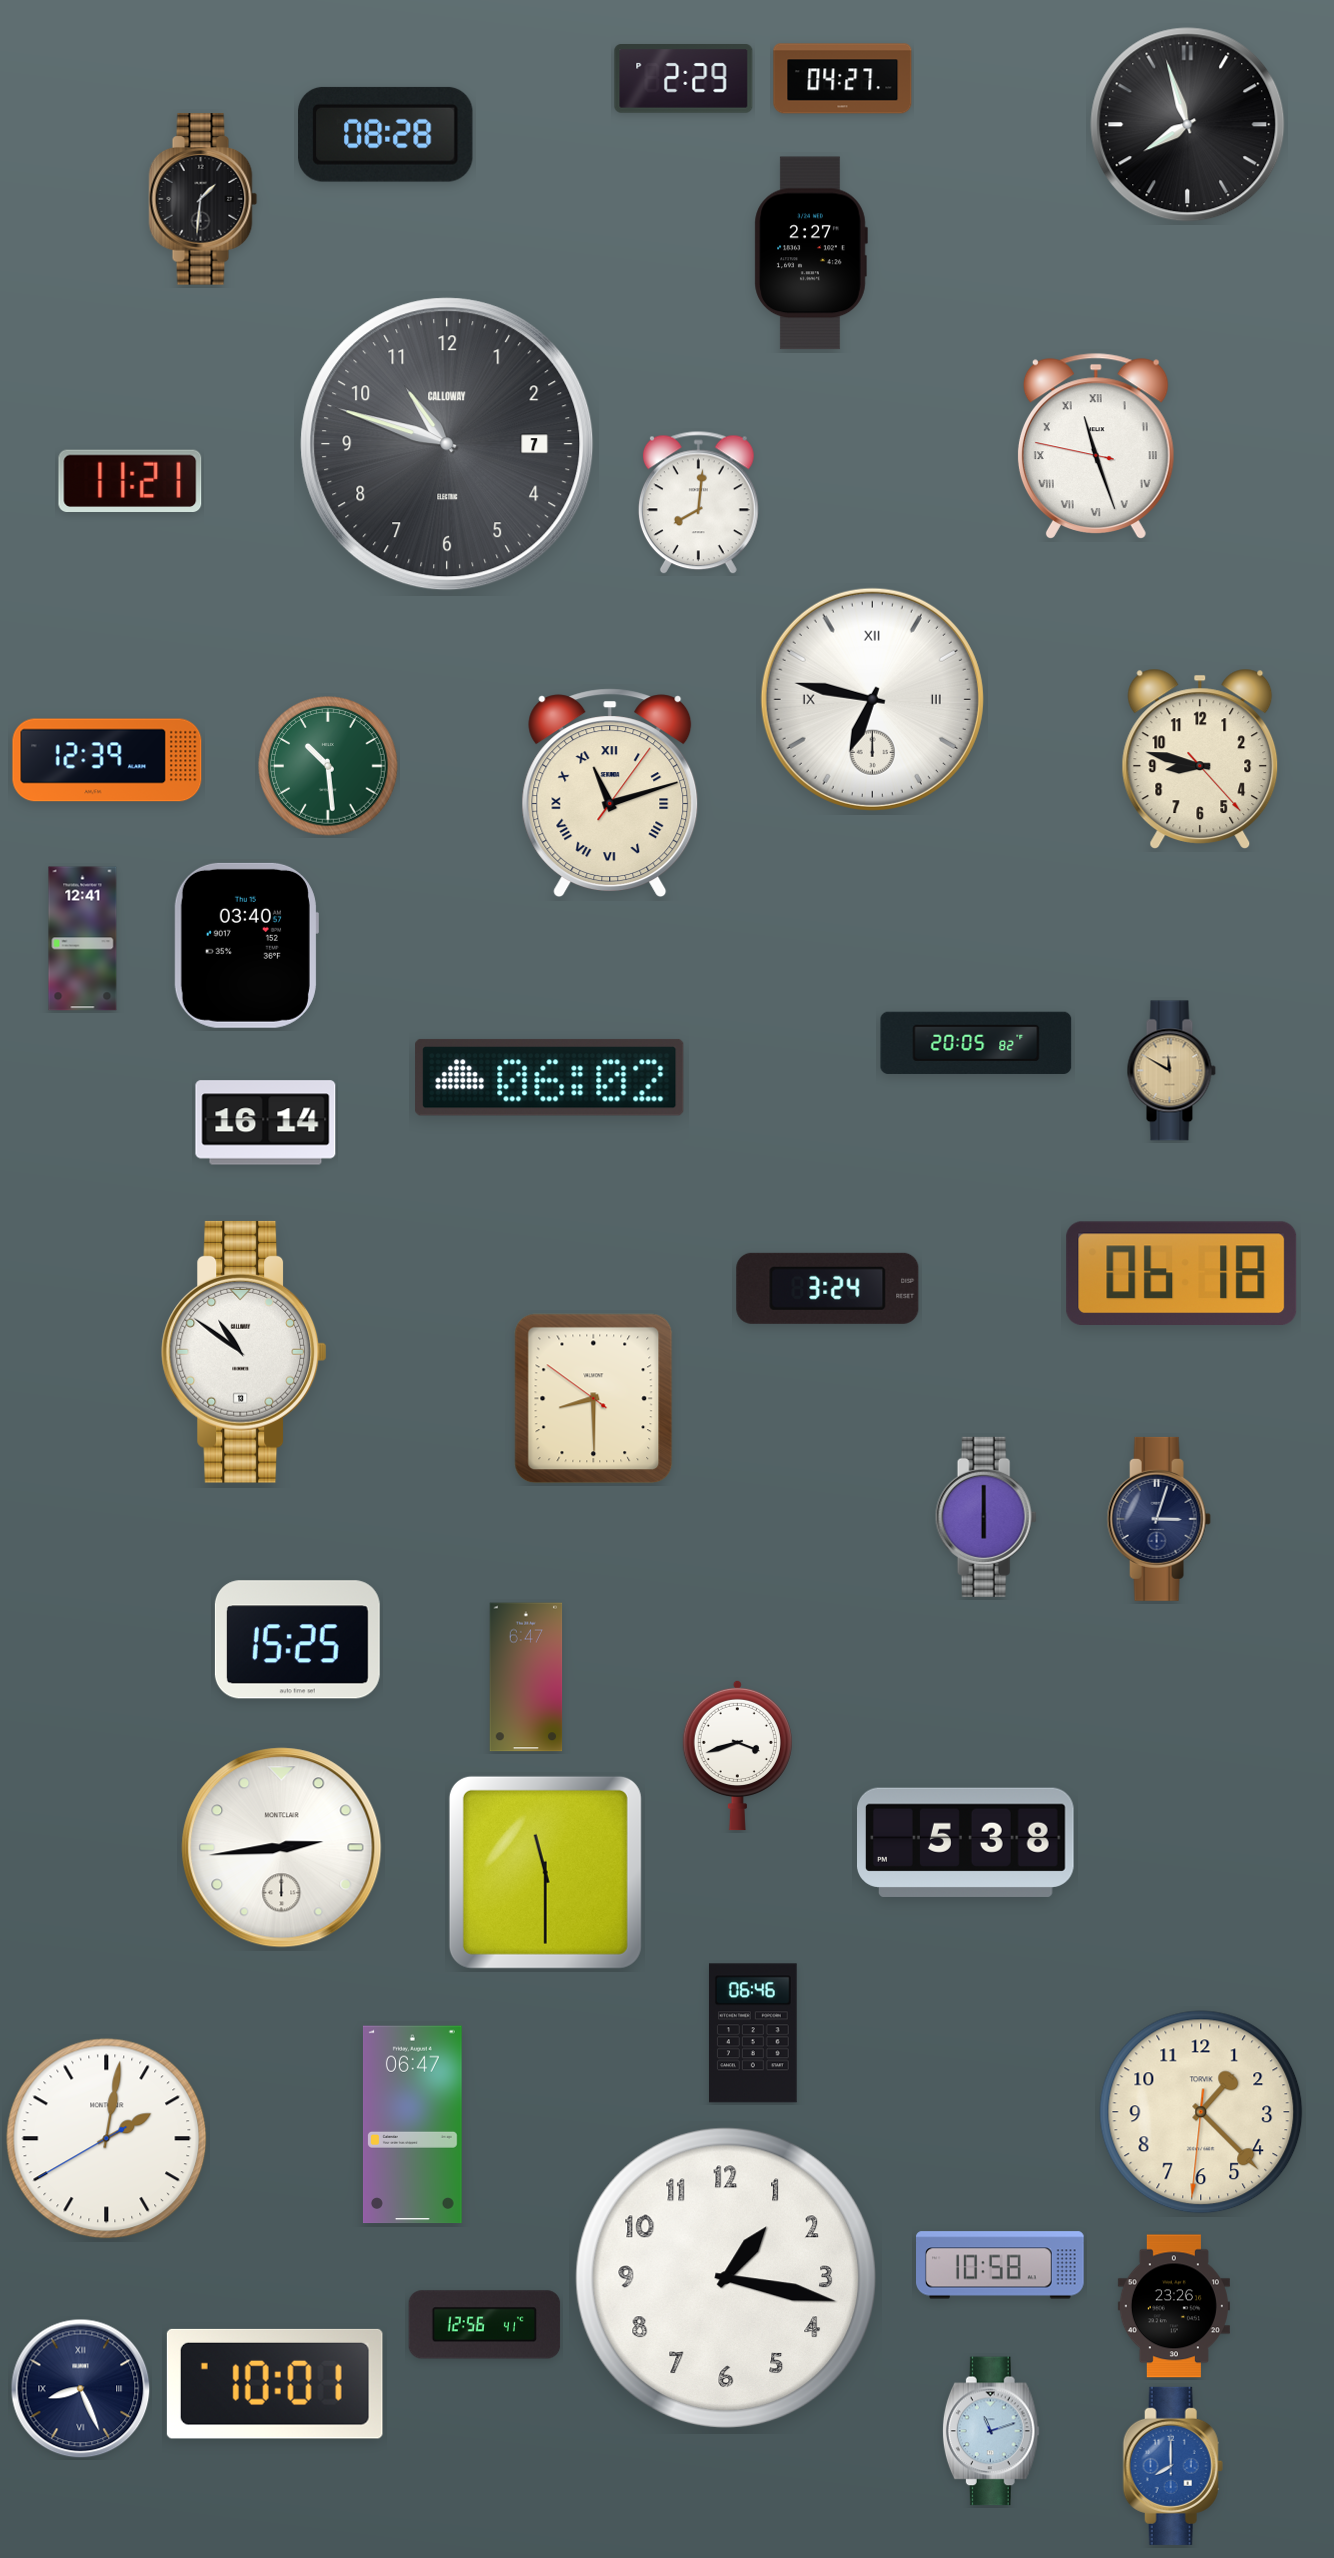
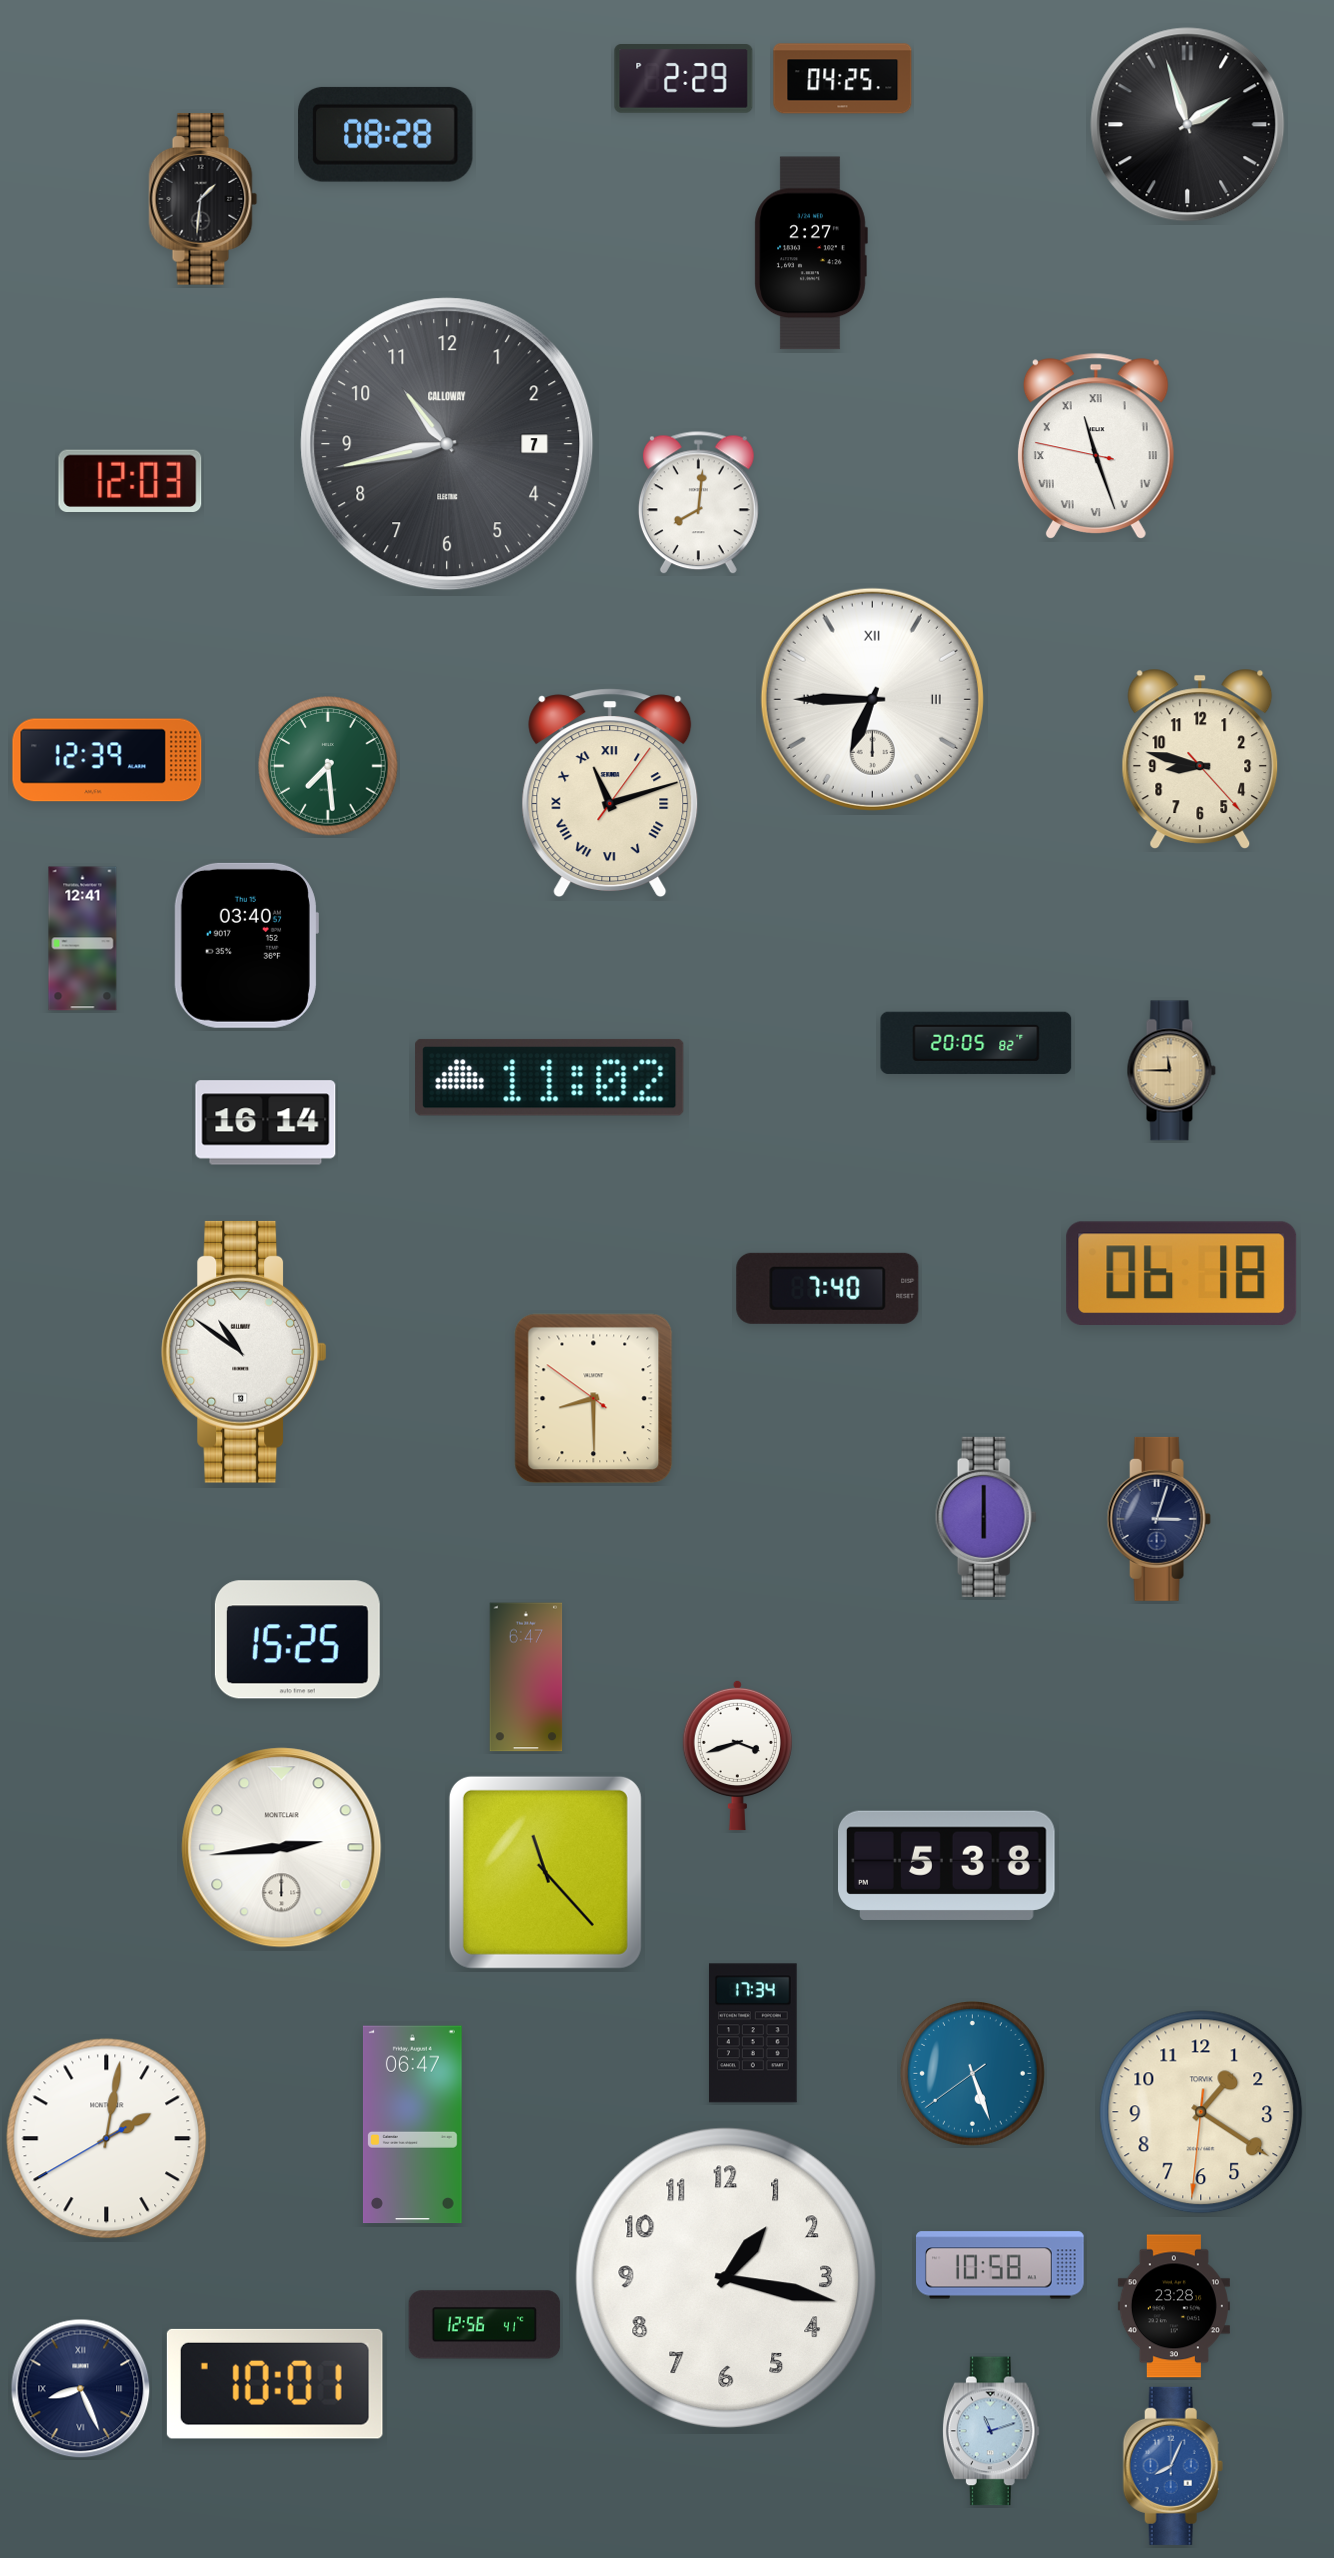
clock at (843, 79): 04:27 -> 04:25
clock at (1188, 125): 7:57 -> 1:57
clock at (447, 444): 10:48 -> 10:43
clock at (130, 481): 11:21 -> 12:03
clock at (872, 699): 6:47 -> 6:45
clock at (328, 766): 10:29 -> 7:29
clock at (1171, 1071): 11:50 -> 11:45
clock at (550, 1077): 06:02 -> 11:02
clock at (828, 1288): 3:24 -> 7:40
clock at (966, 1842) position: (966, 1842) -> (947, 1865)
clock at (545, 1872): 11:30 -> 11:23
clock at (753, 2033): 06:46 -> 17:34
clock at (973, 2074): none -> 5:26
clock at (1201, 2112): 1:22 -> 1:20
clock at (1174, 2306): 23:26 -> 23:28
clock at (1173, 2466): 8:00 -> 8:04
